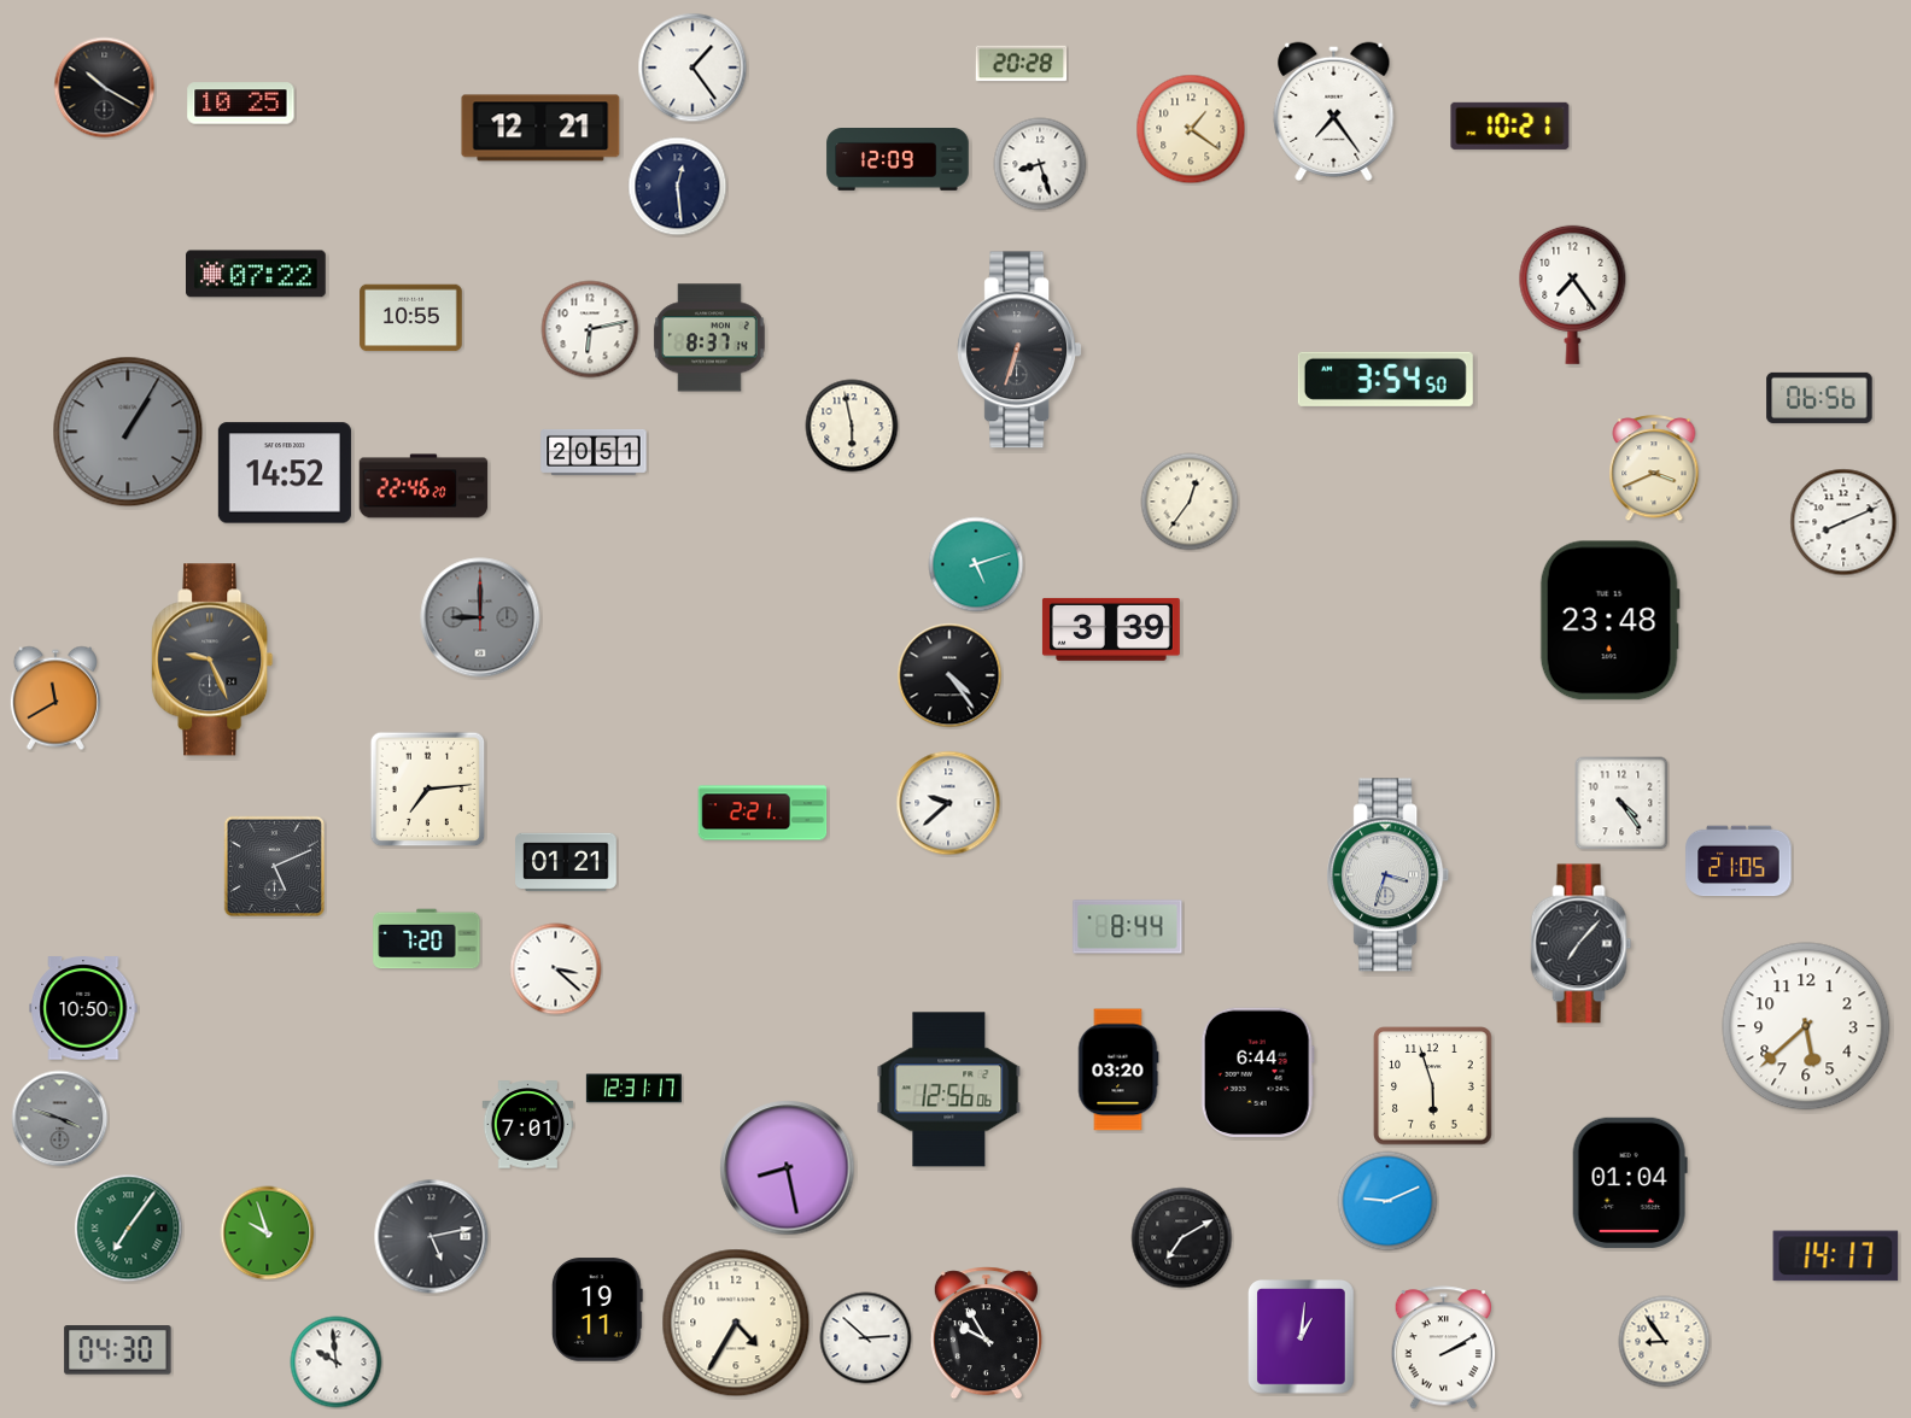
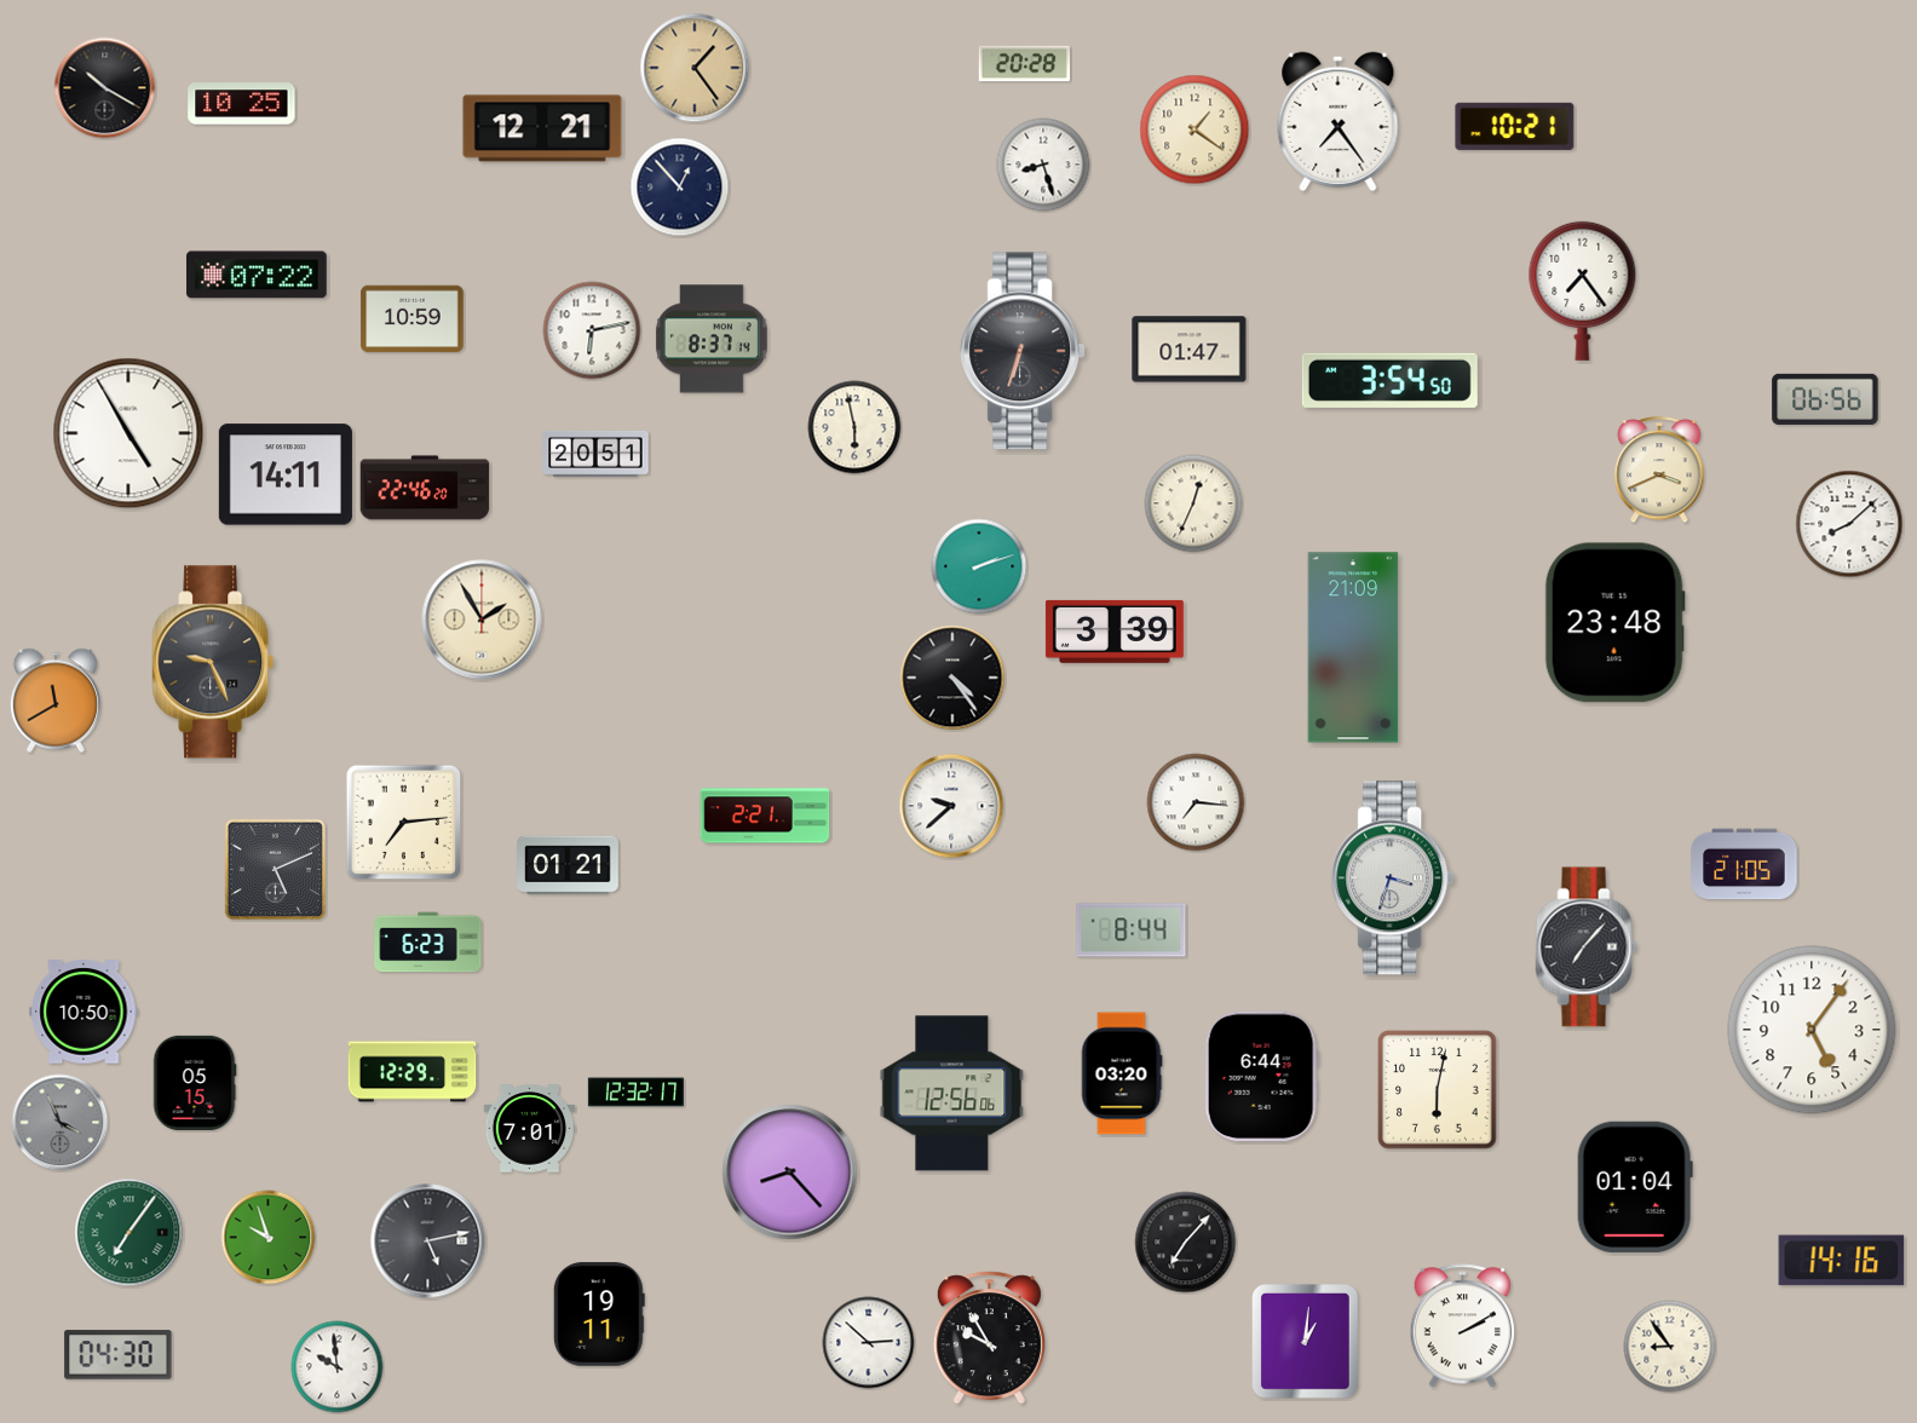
clock at (692, 68) dial: white -> champagne
clock at (1334, 111) position: (1334, 111) -> (1339, 121)
clock at (898, 160): 12:09 -> none
clock at (678, 187): 12:29 -> 12:53
clock at (1573, 294) position: (1573, 294) -> (1583, 290)
clock at (411, 318): 10:55 -> 10:59
clock at (1190, 350): none -> 01:47
clock at (128, 432): 1:05 -> 4:55
clock at (128, 432) dial: grey -> white
clock at (285, 473): 14:52 -> 14:11
clock at (1190, 502): 12:36 -> 12:34
clock at (1843, 522): 8:11 -> 8:08
clock at (976, 564): 5:12 -> 2:12
clock at (480, 617): 9:00 -> 1:55
clock at (480, 617) dial: grey -> cream
clock at (1353, 647): none -> 21:09
clock at (428, 790) position: (428, 790) -> (404, 823)
clock at (1196, 802): none -> 7:16
clock at (1621, 803): 4:24 -> none
clock at (427, 939): 7:20 -> 6:23
clock at (556, 969): 3:22 -> none
clock at (1806, 1026): 5:38 -> 5:06
clock at (413, 1072): none -> 12:29
clock at (195, 1083): none -> 05:15
clock at (1433, 1086): 5:57 -> 6:02
clock at (633, 1089): 12:31 -> 12:32
clock at (60, 1119): 3:48 -> 3:56
clock at (788, 1168): 8:28 -> 8:23
clock at (1387, 1201): 9:11 -> none
clock at (432, 1237) position: (432, 1237) -> (428, 1241)
clock at (1182, 1238): 7:10 -> 7:07
clock at (1836, 1256): 14:17 -> 14:16
clock at (736, 1323): 4:35 -> none
clock at (1444, 1348) position: (1444, 1348) -> (1463, 1326)
